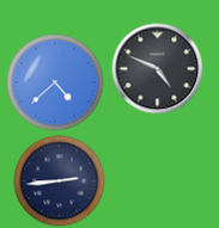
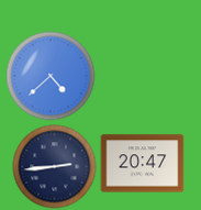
clock at (158, 69): 4:49 -> none
clock at (143, 164): none -> 20:47
